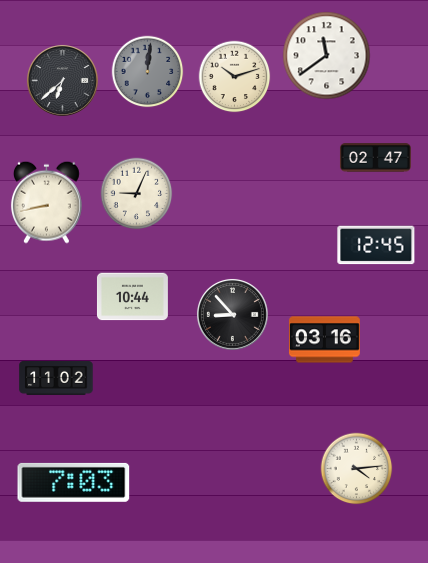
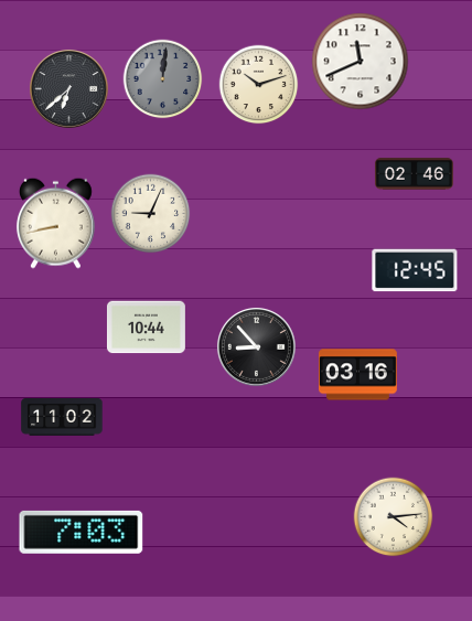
clock at (327, 56): 11:39 -> 11:41
clock at (375, 158): 02:47 -> 02:46
clock at (46, 202) position: (46, 202) -> (55, 223)
